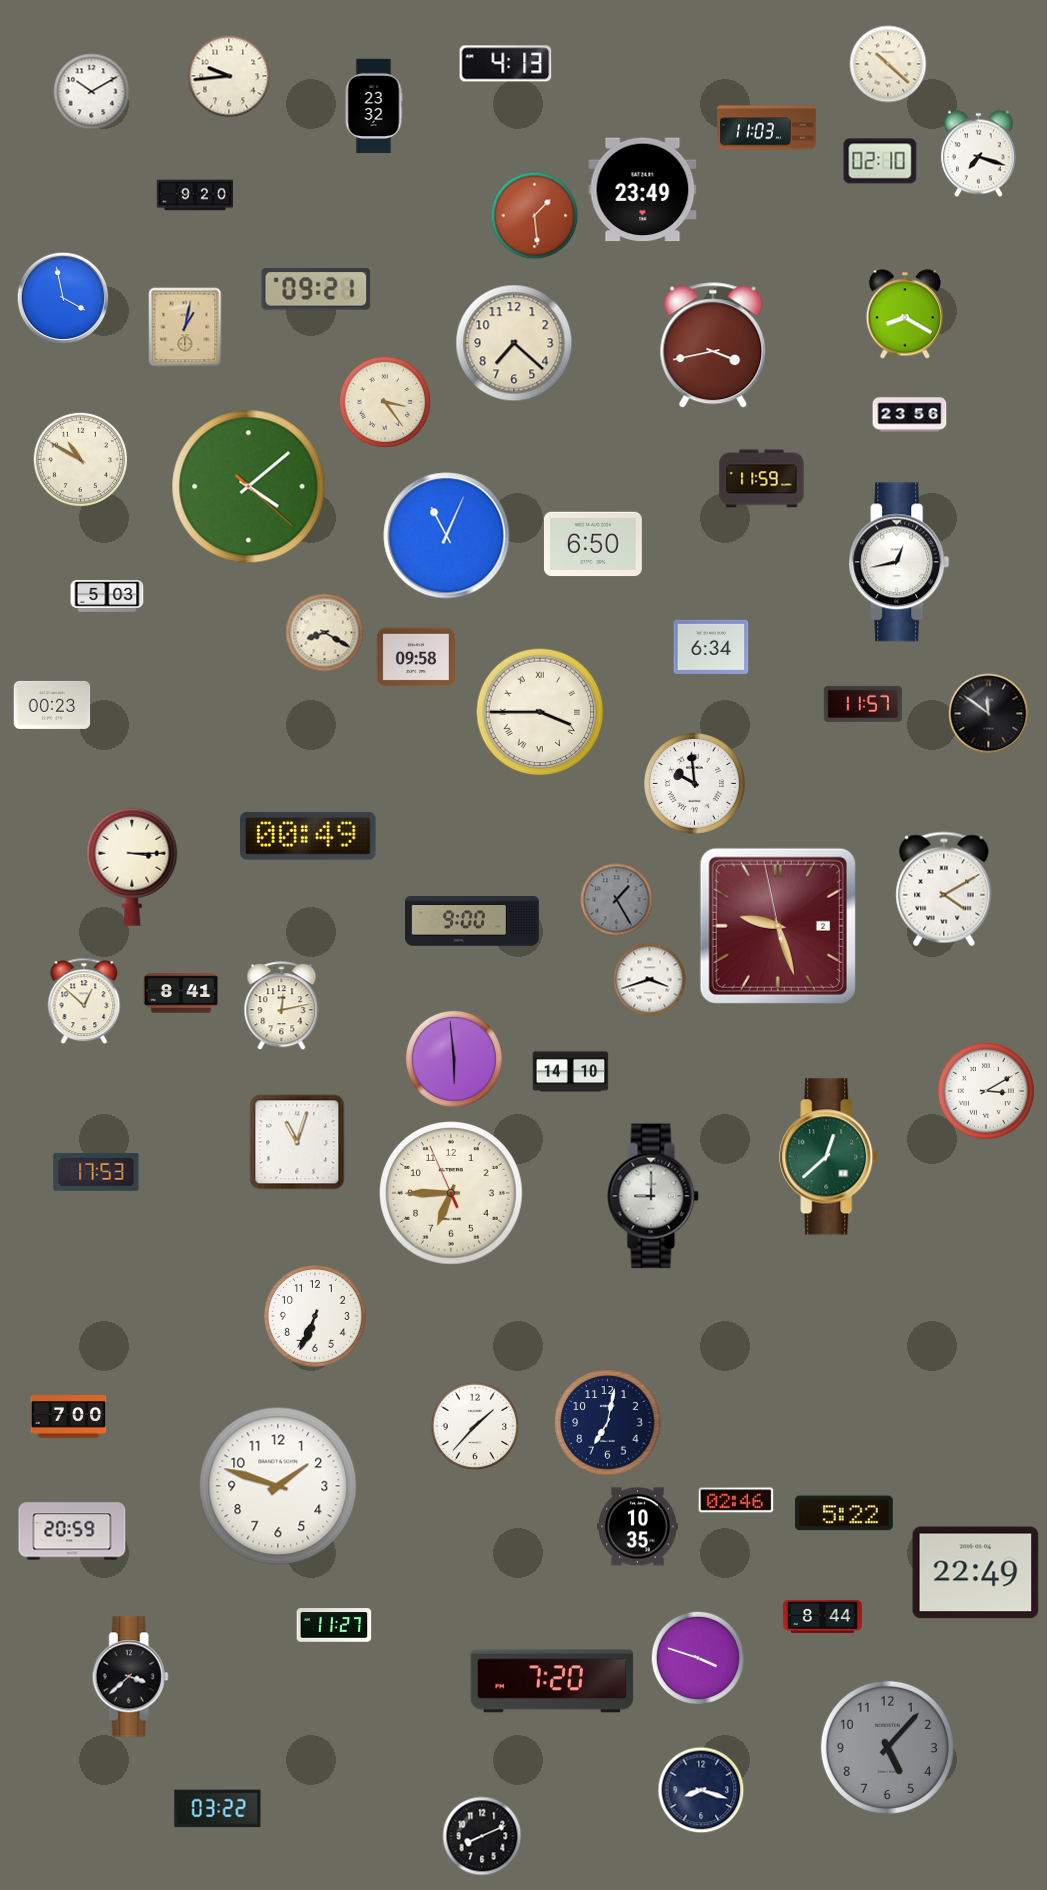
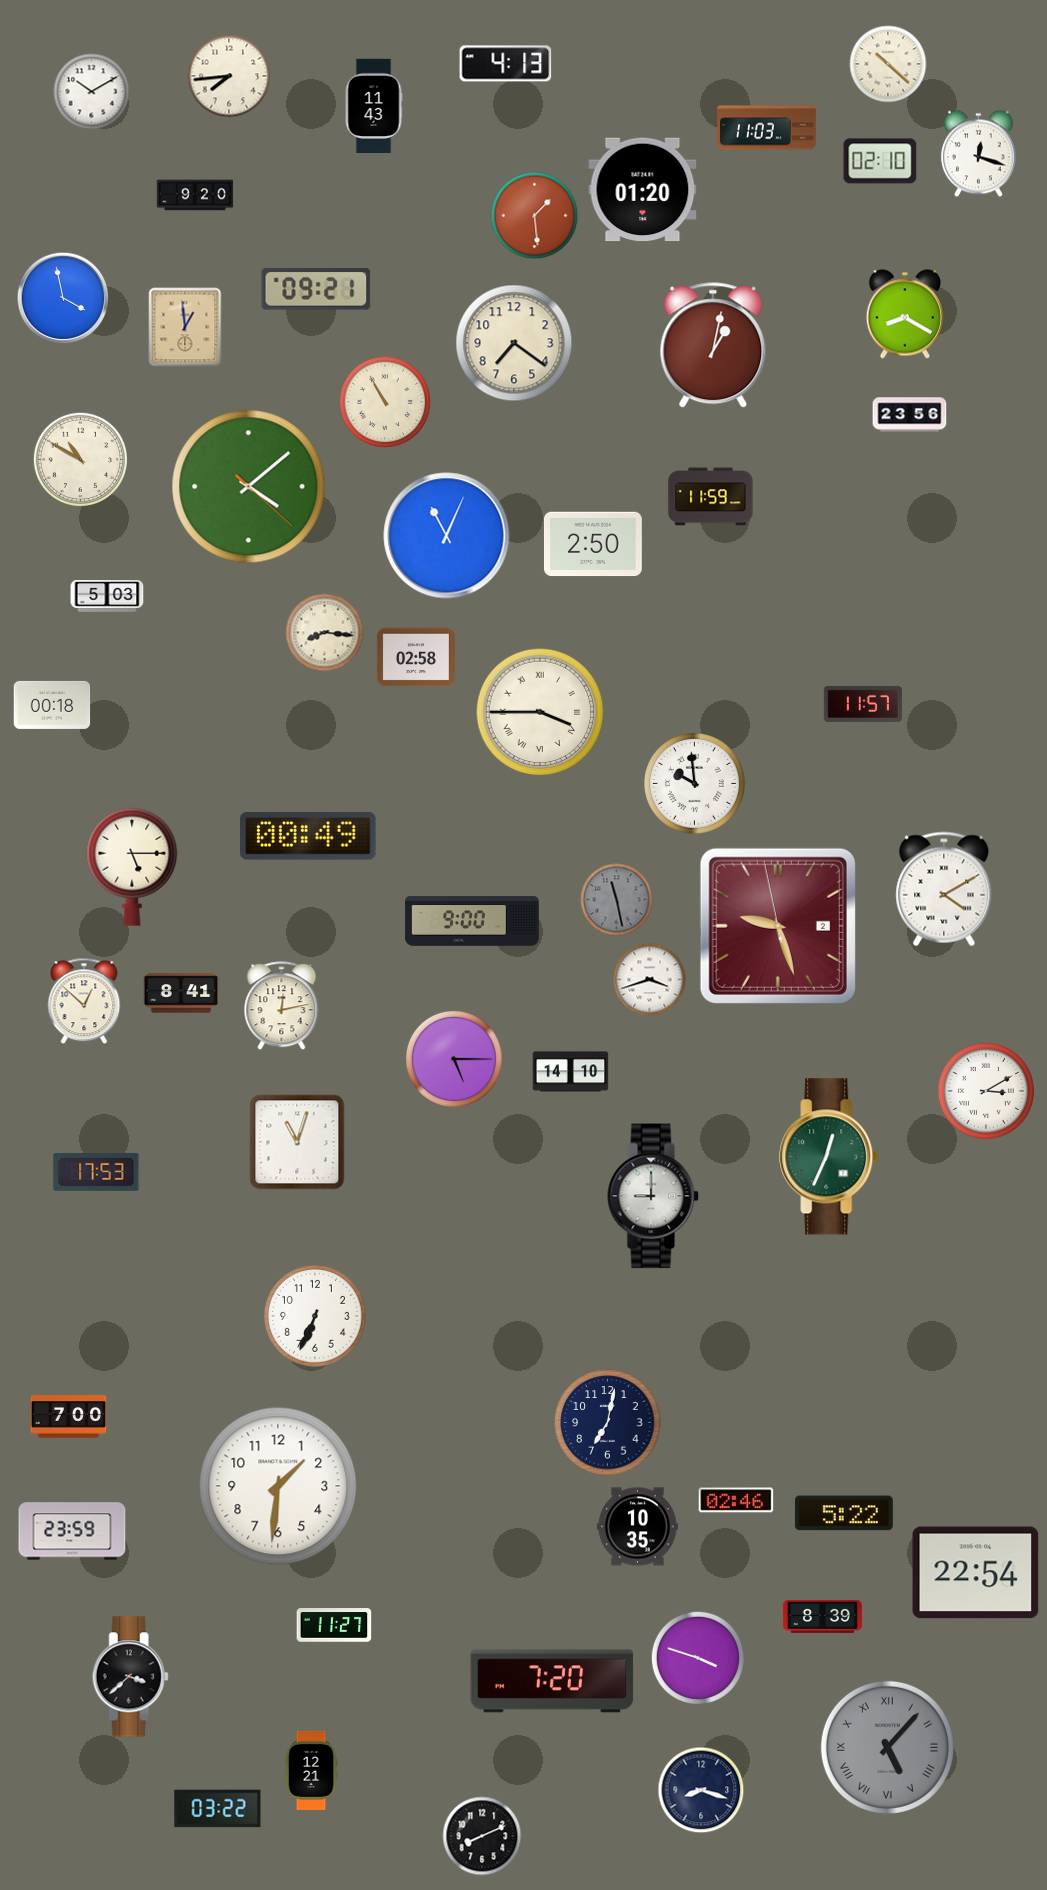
clock at (229, 76): 9:44 -> 7:44
clock at (374, 106): 23:32 -> 11:43
clock at (978, 154): 7:18 -> 12:18
clock at (643, 190): 23:49 -> 01:20
clock at (185, 327): 1:02 -> 12:59
clock at (514, 343): 7:22 -> 7:21
clock at (713, 346): 3:43 -> 1:02
clock at (385, 402): 3:24 -> 10:55
clock at (762, 479) position: (762, 479) -> (711, 497)
clock at (593, 544): 6:50 -> 2:50
clock at (899, 562): 12:43 -> none
clock at (325, 633): 8:20 -> 8:16
clock at (711, 647): 6:34 -> none
clock at (416, 657): 09:58 -> 02:58
clock at (52, 705): 00:23 -> 00:18
clock at (989, 714): 11:51 -> none
clock at (132, 867): 3:15 -> 5:15
clock at (617, 900): 1:25 -> 11:28
clock at (454, 1059): 5:59 -> 5:15
clock at (829, 1157): 12:38 -> 12:34
clock at (451, 1193): 6:44 -> none
clock at (475, 1426): 1:37 -> none
clock at (278, 1486): 1:48 -> 1:31
clock at (72, 1531): 20:59 -> 23:59
clock at (976, 1573): 22:49 -> 22:54
clock at (822, 1616): 8:44 -> 8:39
clock at (887, 1747) numerals: Arabic -> Roman
clock at (311, 1770): none -> 12:21
